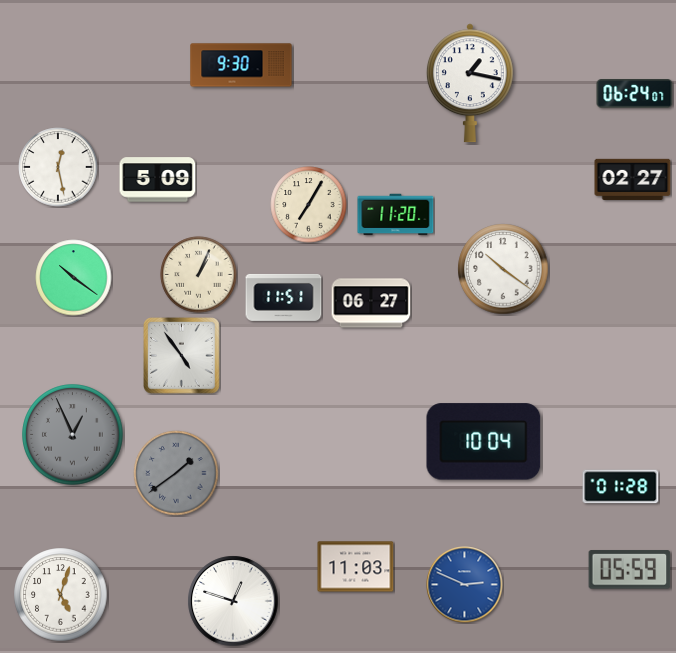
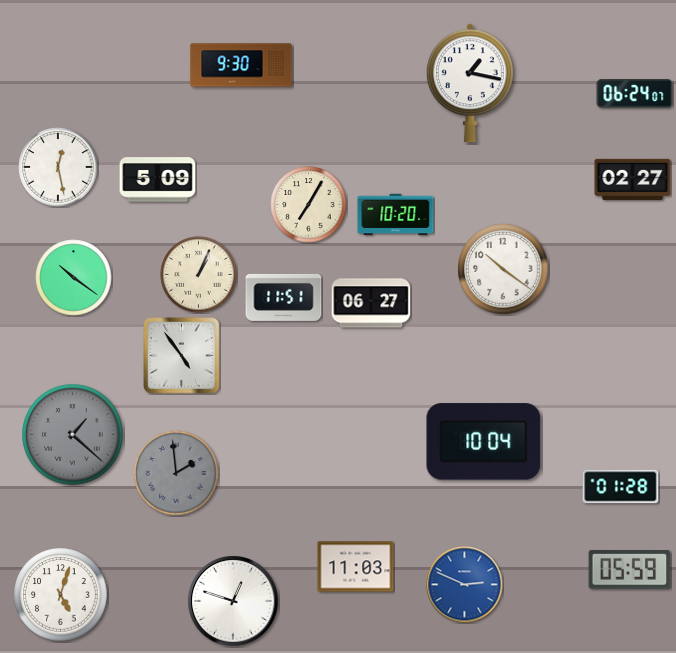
clock at (396, 215): 11:20 -> 10:20
clock at (73, 435): 12:56 -> 1:22
clock at (176, 473): 1:39 -> 1:59
